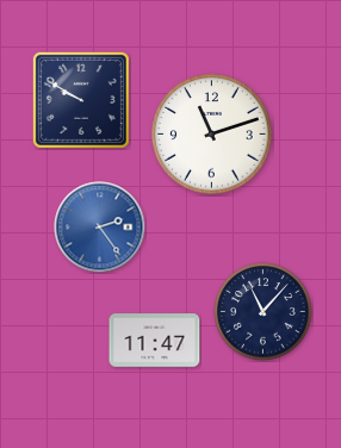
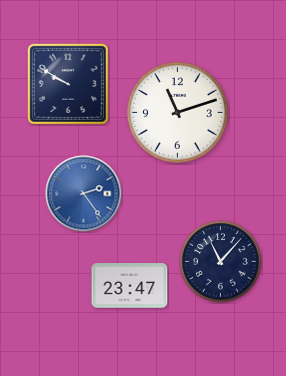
clock at (100, 228) position: (100, 228) -> (84, 194)
clock at (155, 341): 11:47 -> 23:47
